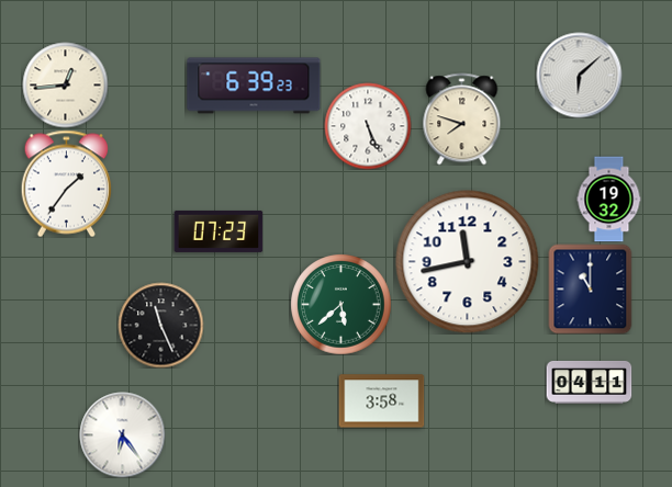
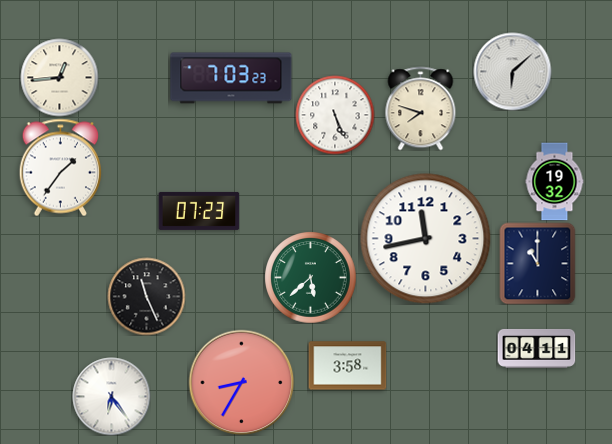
clock at (579, 75) position: (579, 75) -> (512, 71)
clock at (254, 86): 6:39 -> 7:03
clock at (241, 382): none -> 8:35
